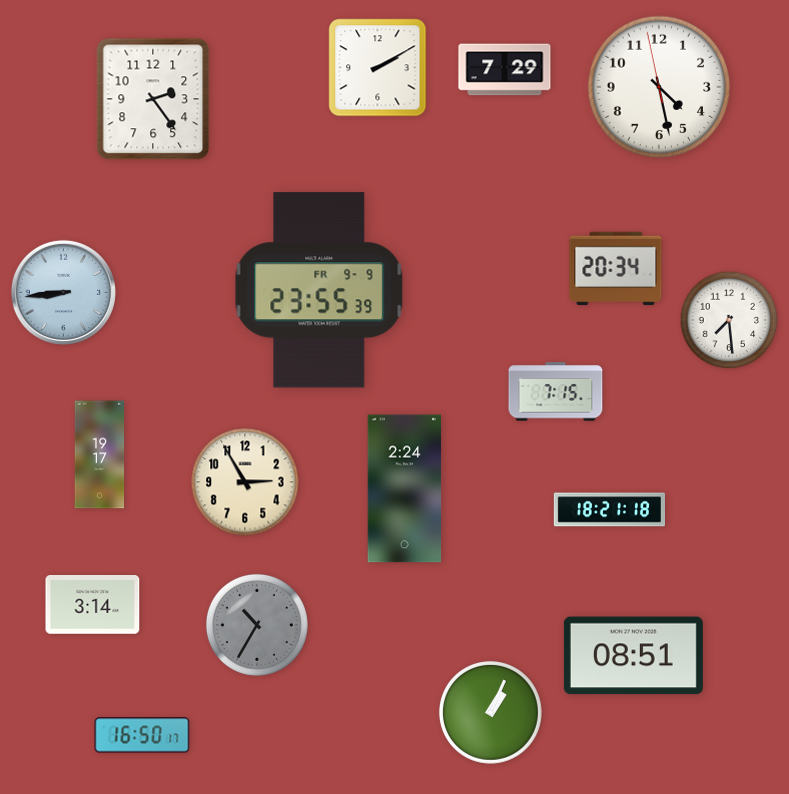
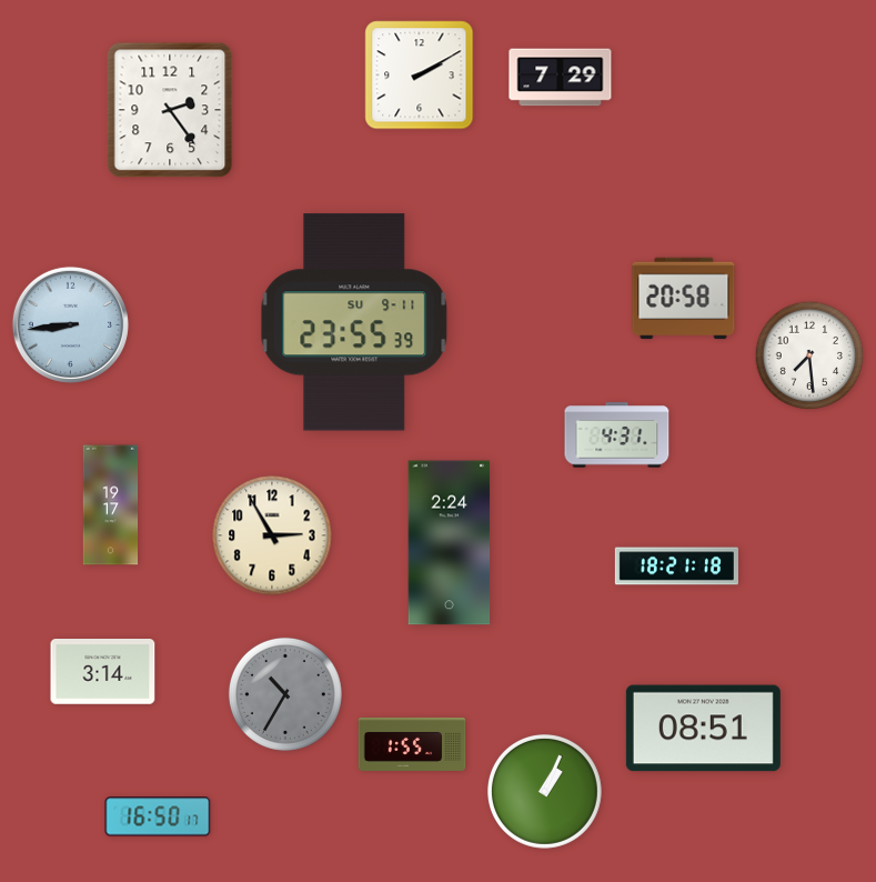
clock at (659, 87): 4:27 -> none
clock at (616, 269): 20:34 -> 20:58
clock at (319, 290) date: FR 9-9 -> SU 9-11
clock at (556, 392): 7:15 -> 4:31
clock at (412, 744): none -> 1:55
